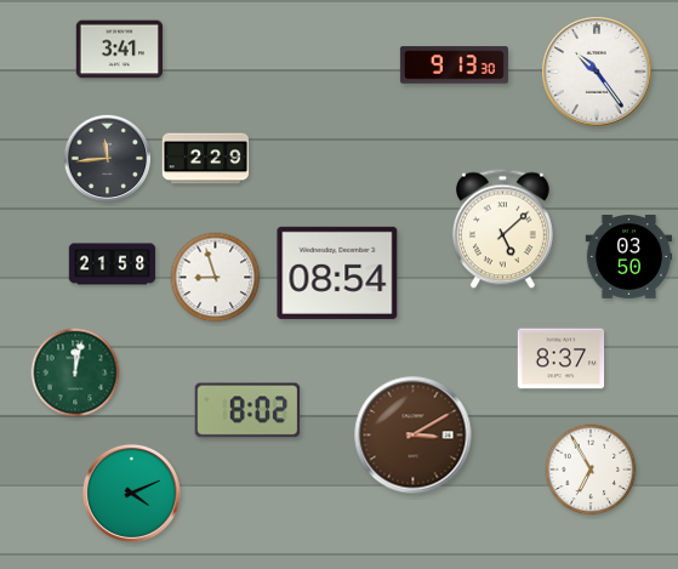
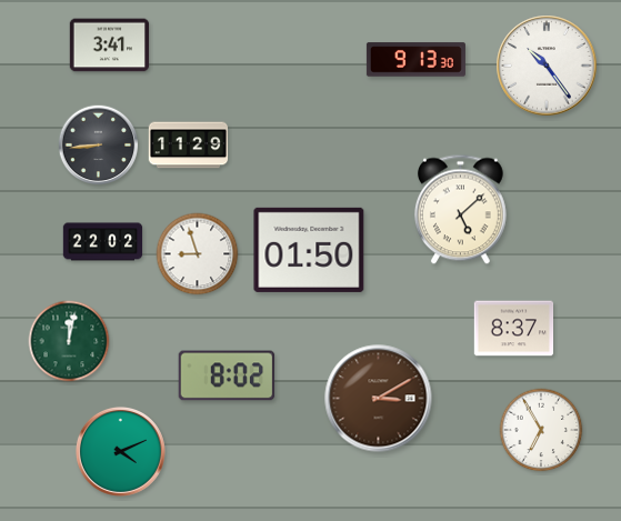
clock at (108, 159): 11:44 -> 8:44
clock at (206, 159): 2:29 -> 11:29
clock at (629, 257): 03:50 -> none
clock at (113, 264): 21:58 -> 22:02
clock at (337, 273): 08:54 -> 01:50
